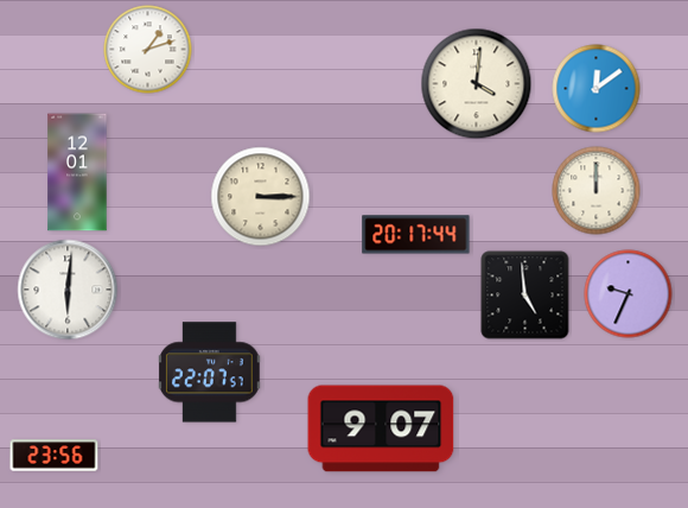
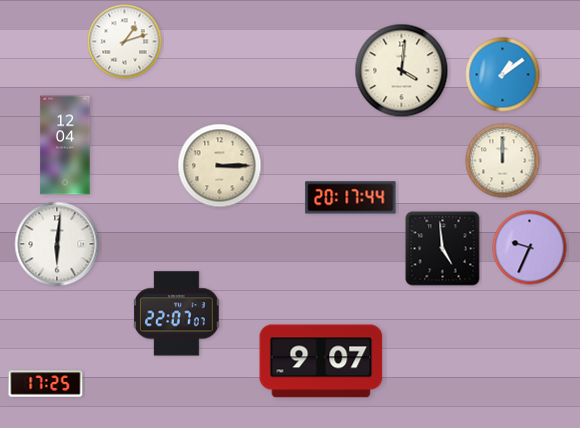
clock at (597, 89): 12:09 -> 1:09
clock at (77, 172): 12:01 -> 12:04
clock at (209, 373): 22:07:57 -> 22:07:07
clock at (55, 456): 23:56 -> 17:25
